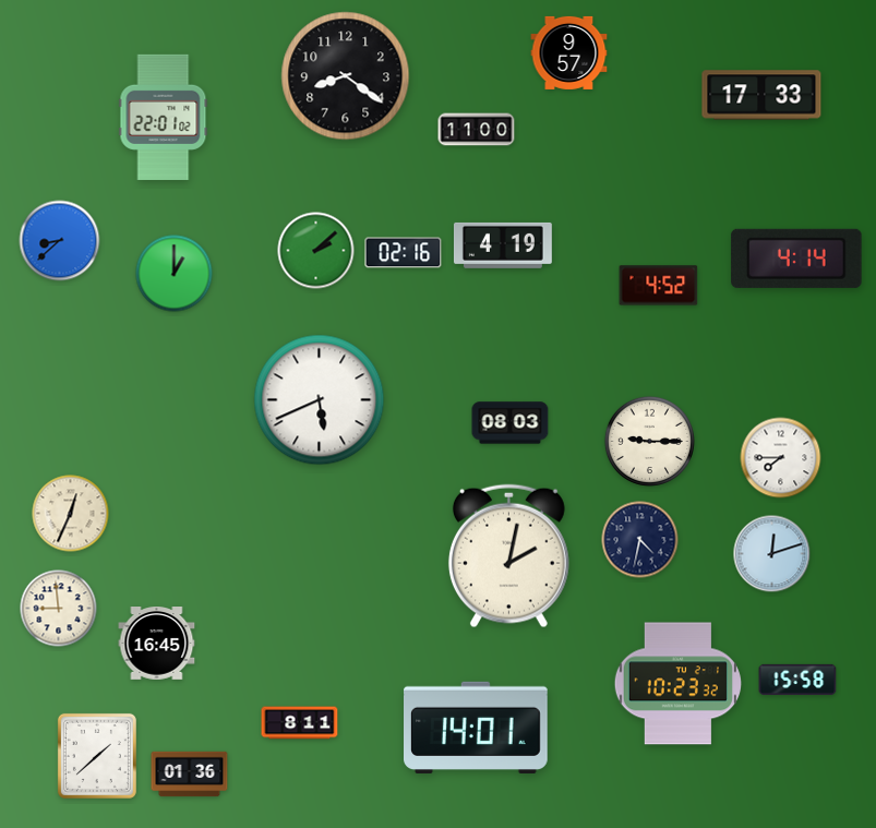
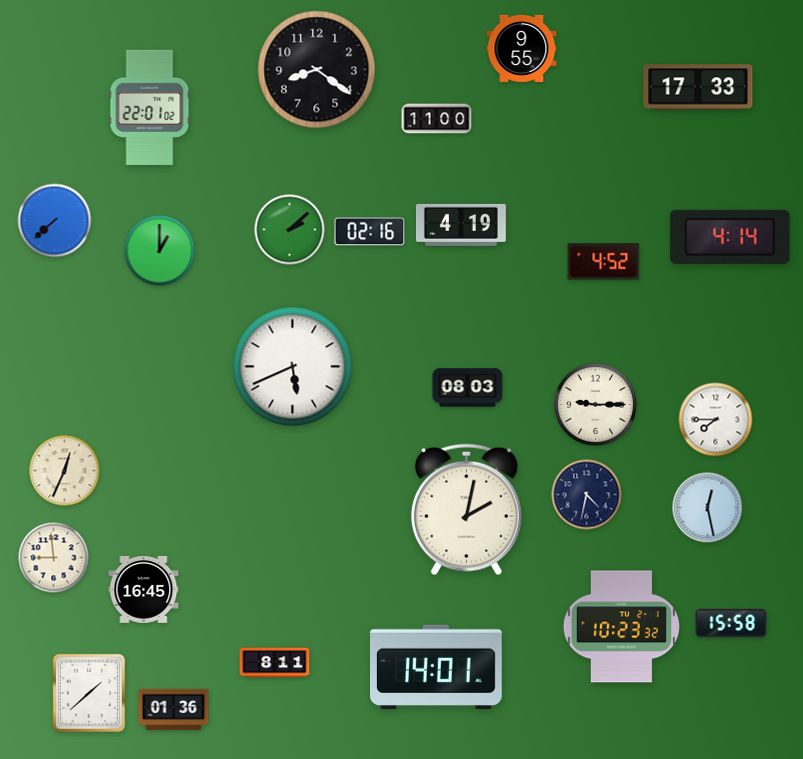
clock at (569, 52): 9:57 -> 9:55
clock at (60, 241): 8:38 -> 7:38
clock at (772, 554): 12:12 -> 12:28
